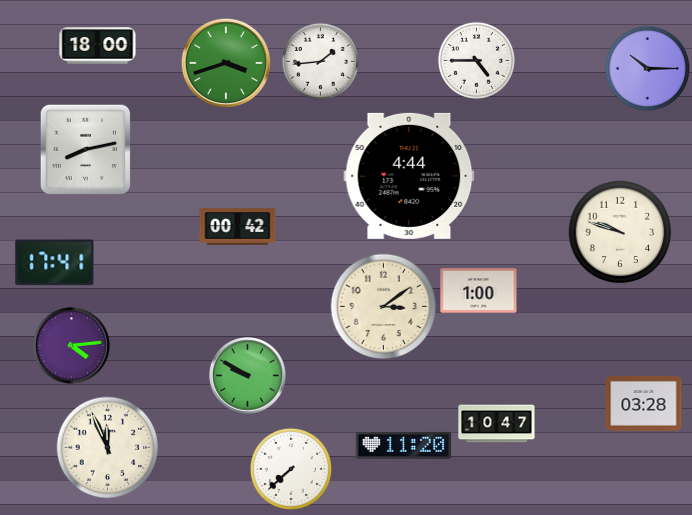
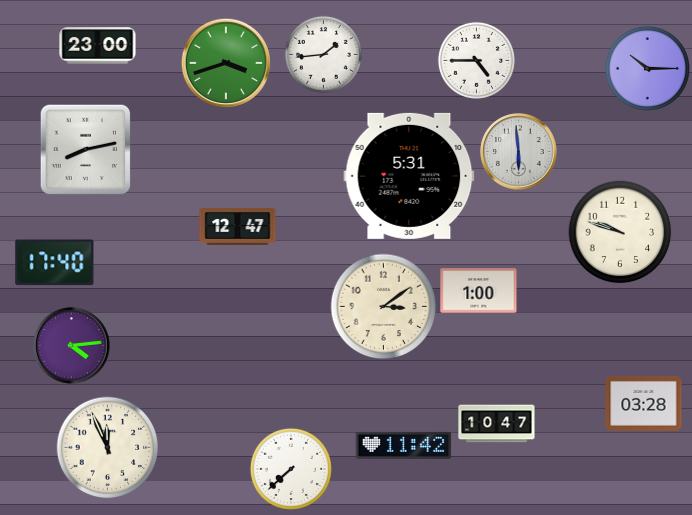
clock at (98, 46): 18:00 -> 23:00
clock at (320, 61) position: (320, 61) -> (323, 54)
clock at (519, 152): none -> 5:59
clock at (409, 176): 4:44 -> 5:31
clock at (238, 227): 00:42 -> 12:47
clock at (55, 263): 17:41 -> 17:40
clock at (248, 376): 9:50 -> none
clock at (404, 445): 11:20 -> 11:42
